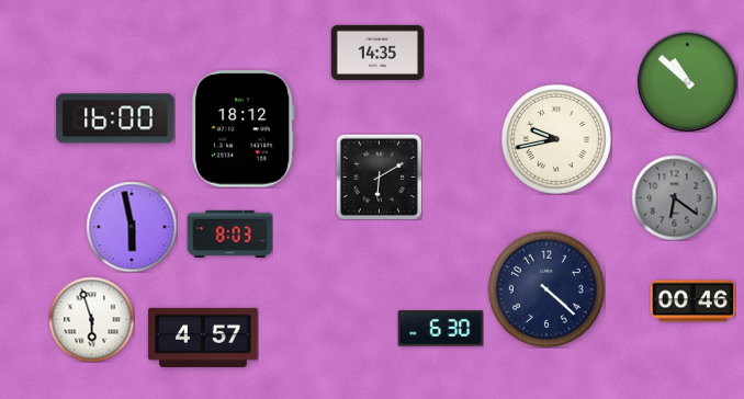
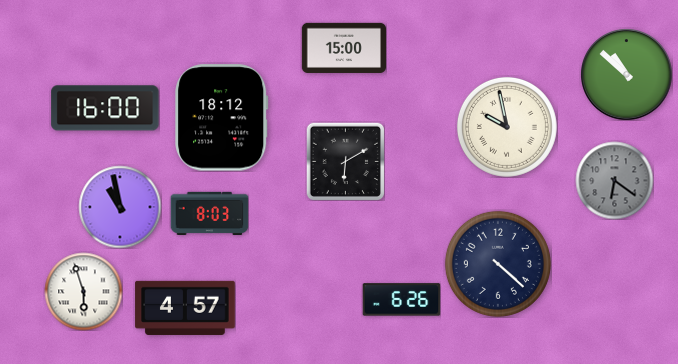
clock at (376, 53): 14:35 -> 15:00
clock at (556, 139): 9:43 -> 9:58
clock at (132, 227): 5:58 -> 10:58
clock at (692, 301): 00:46 -> none
clock at (440, 329): 6:30 -> 6:26
